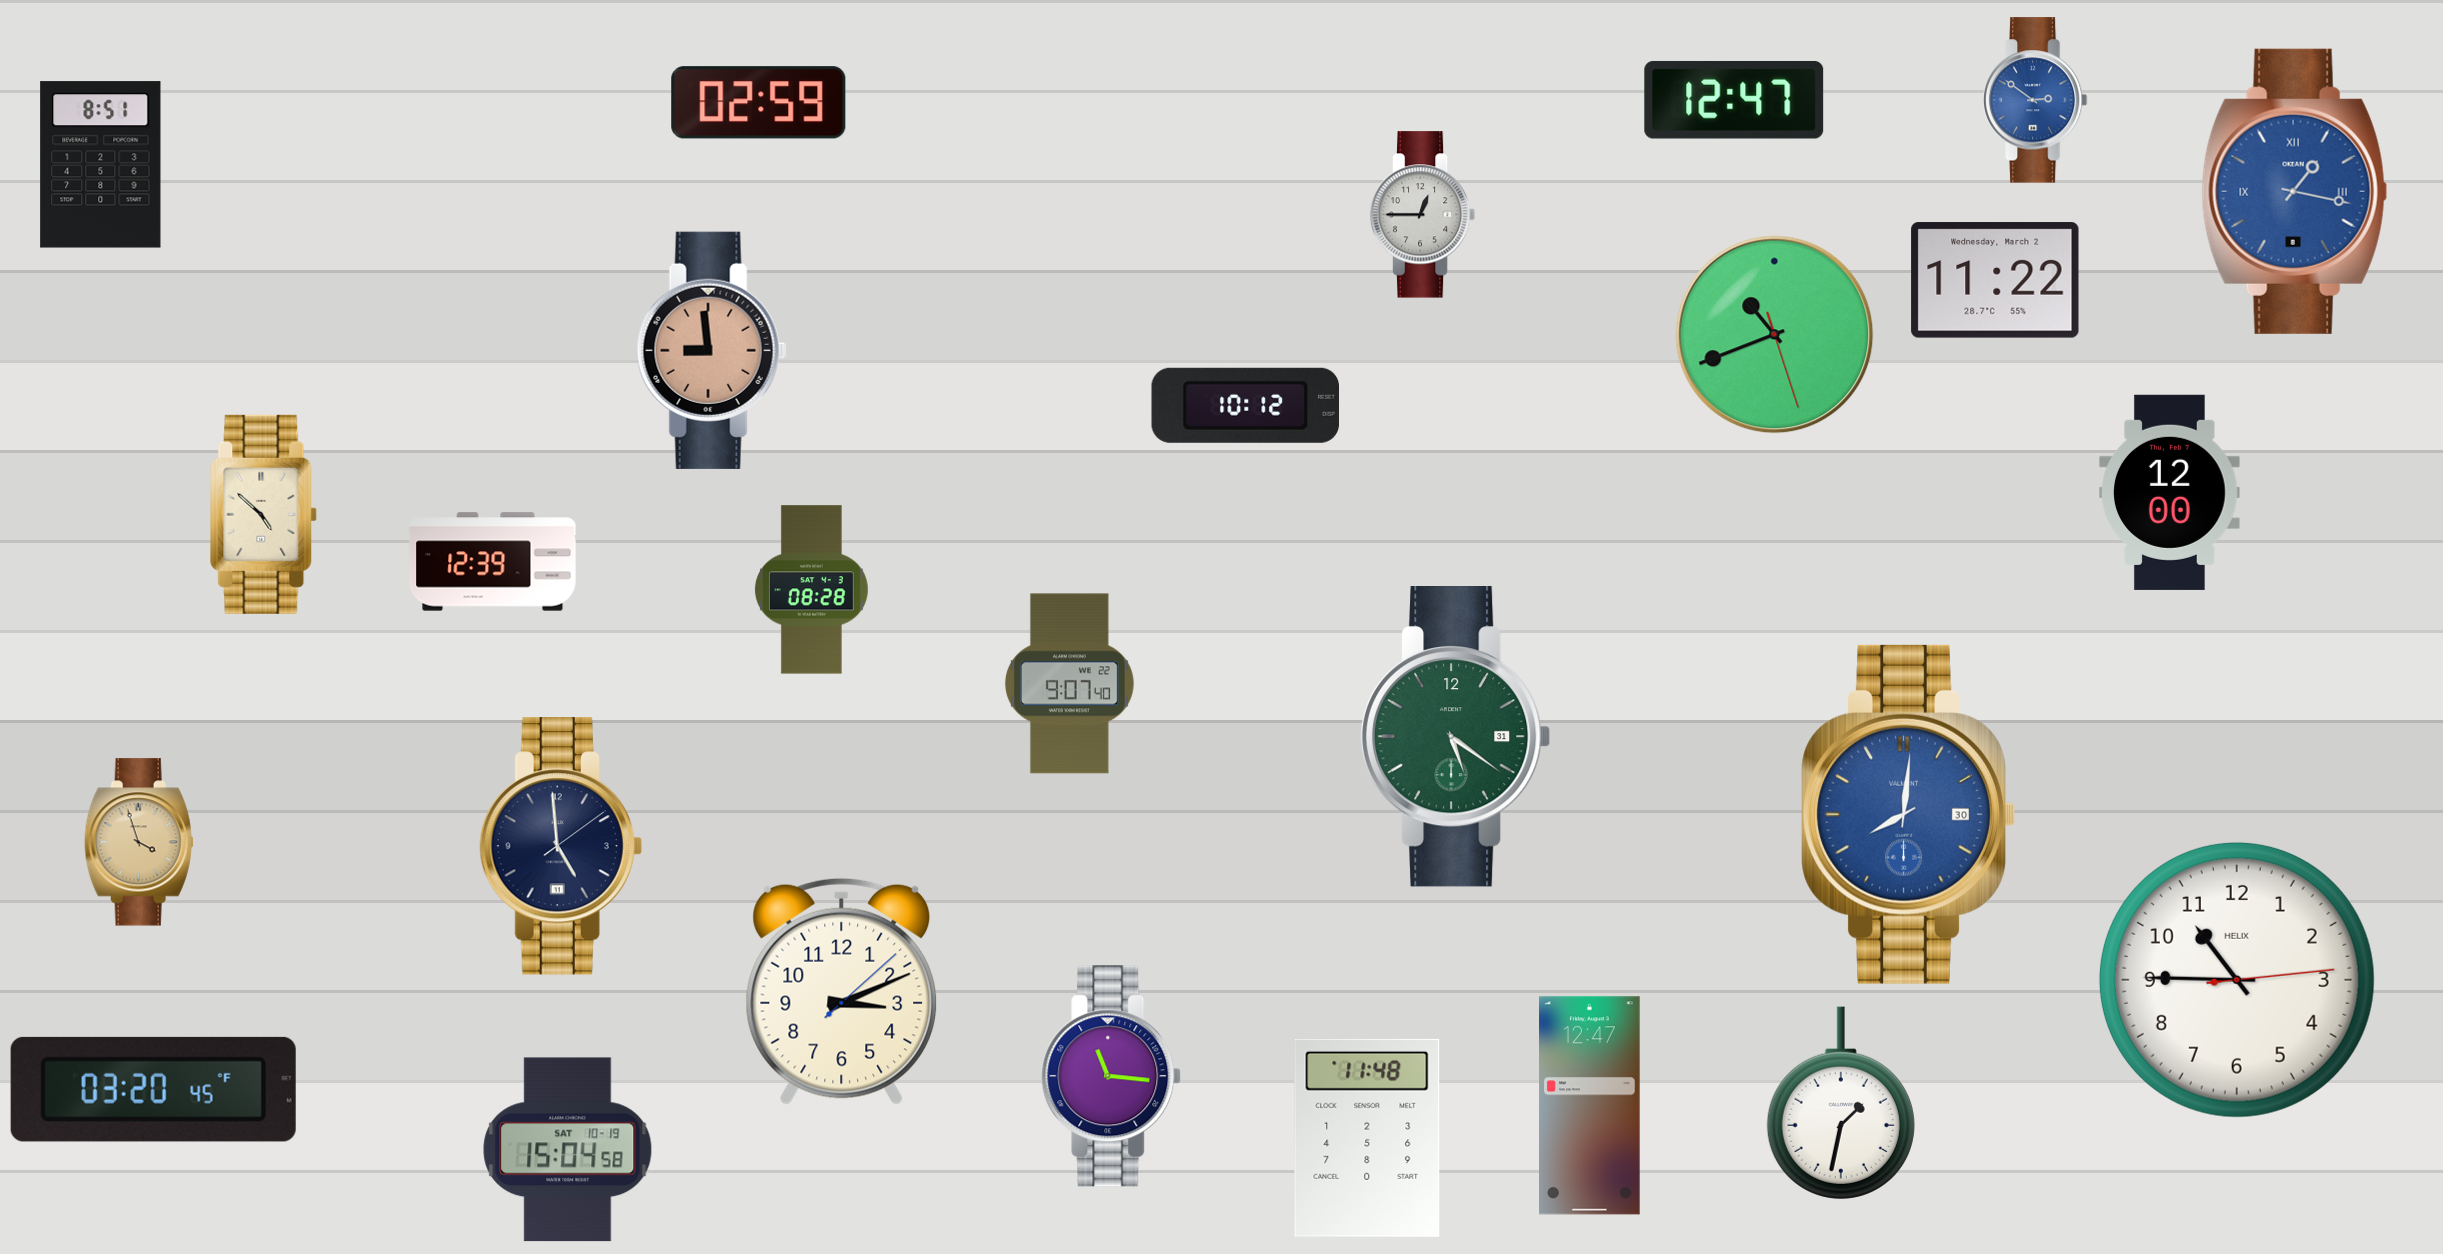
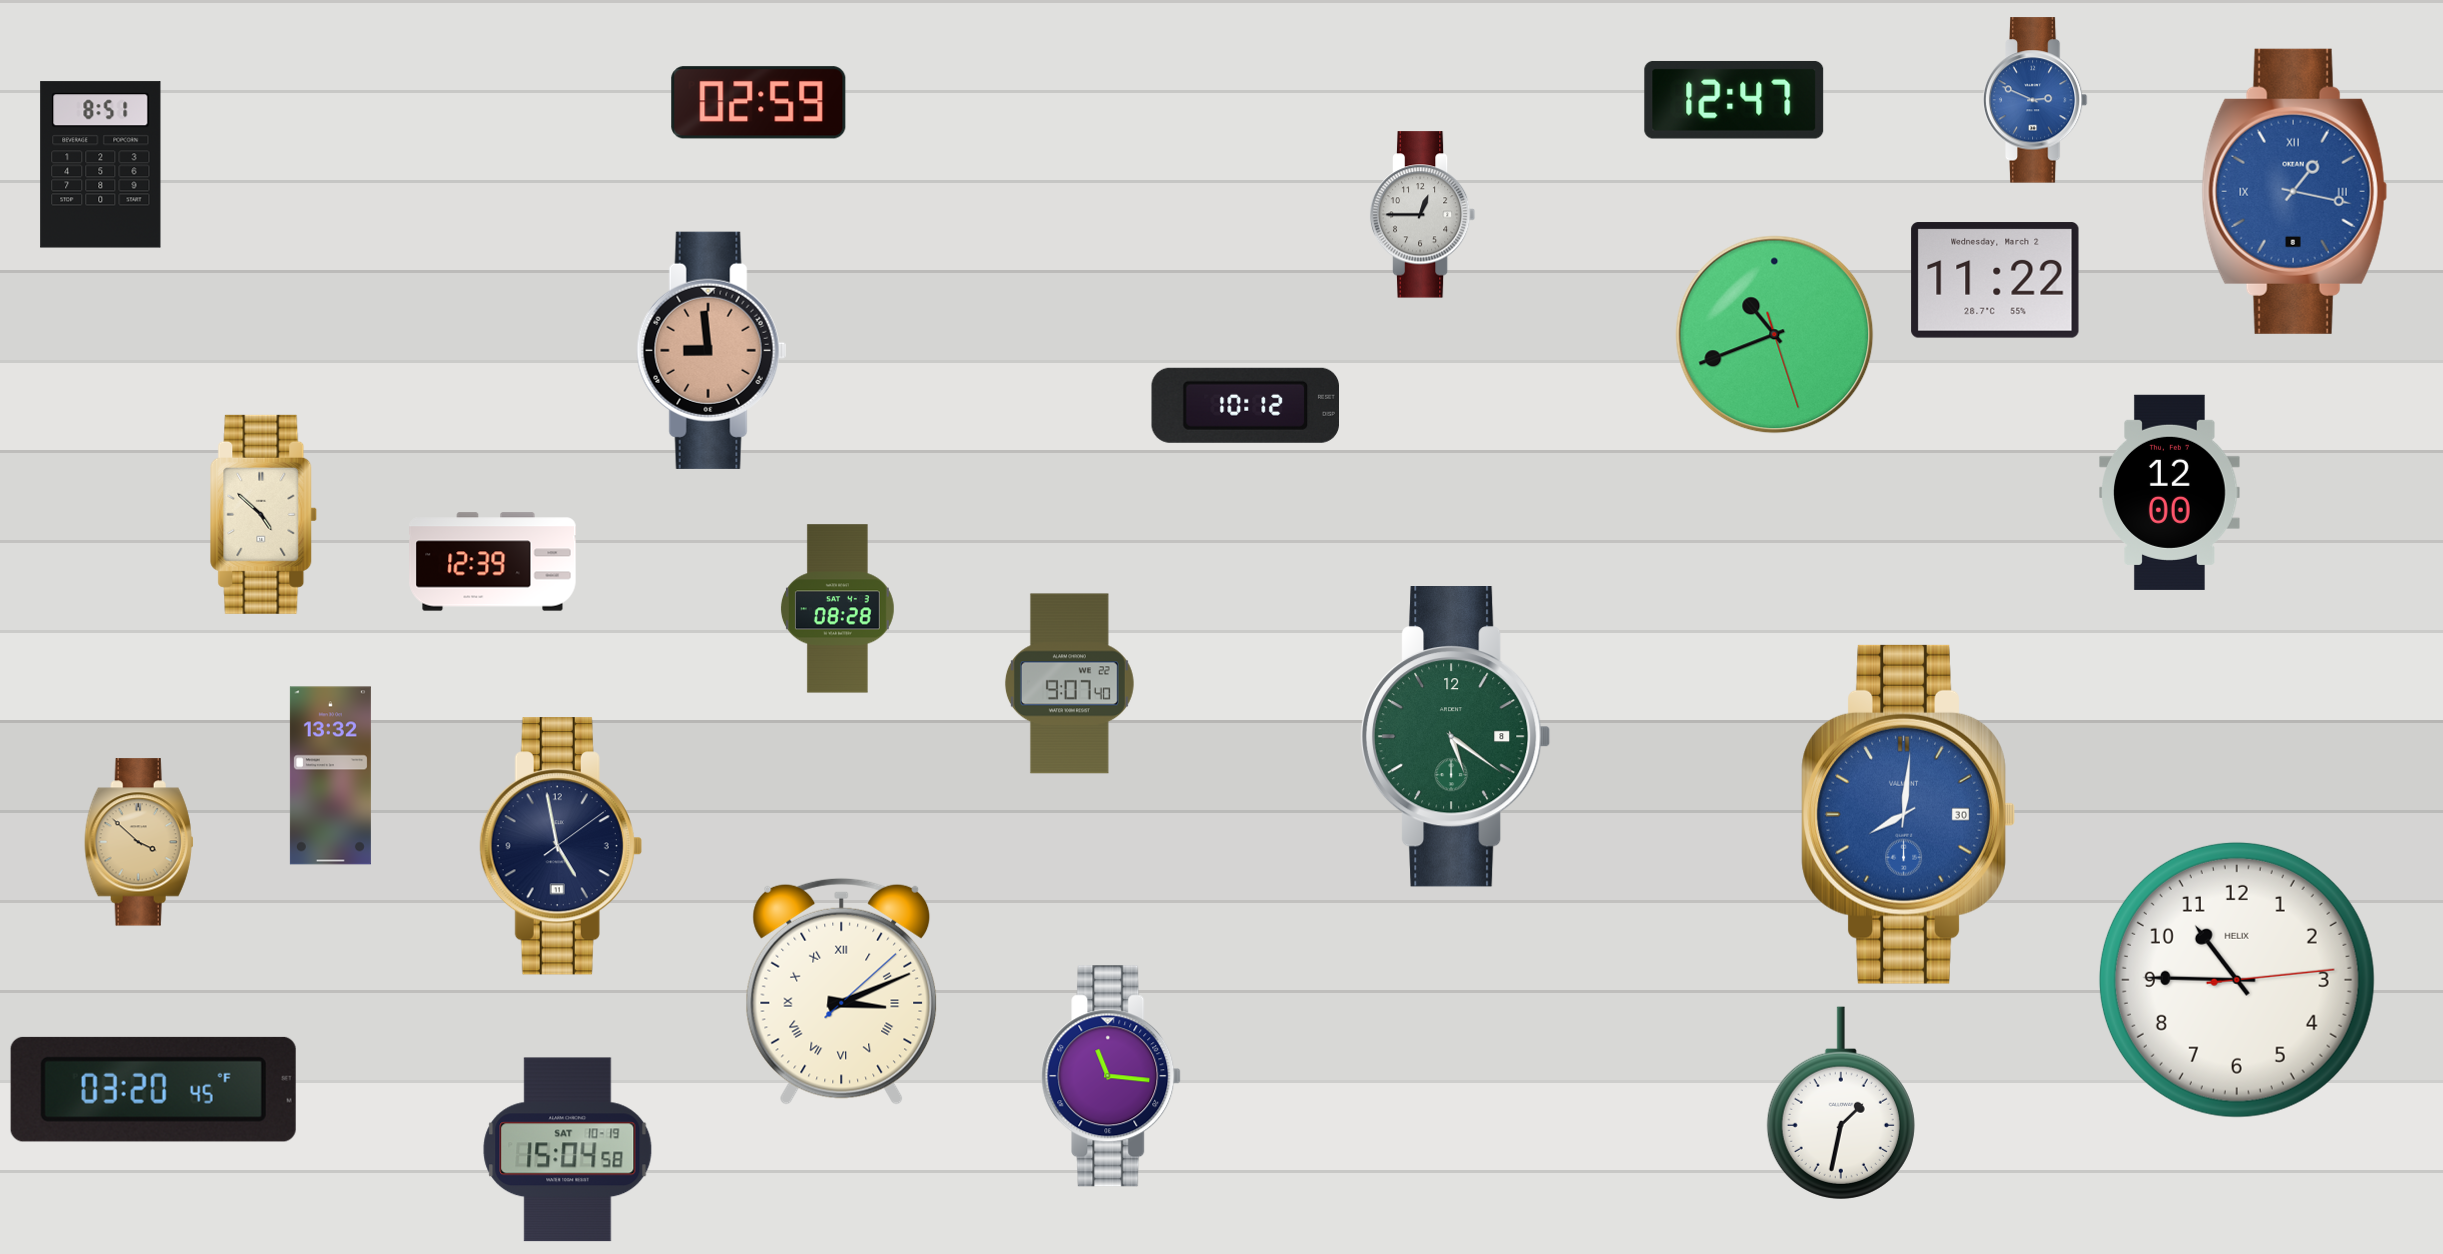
clock at (2035, 100): 2:51 -> 2:49
clock at (811, 590) position: (811, 590) -> (837, 609)
clock at (1455, 737) date: 31 -> 8
clock at (330, 776): none -> 13:32
clock at (139, 842): 3:57 -> 3:52
clock at (561, 846): 4:59 -> 4:58
clock at (842, 991) numerals: Arabic -> Roman
clock at (1590, 1106): 12:47 -> none
clock at (1367, 1138): 11:48 -> none
